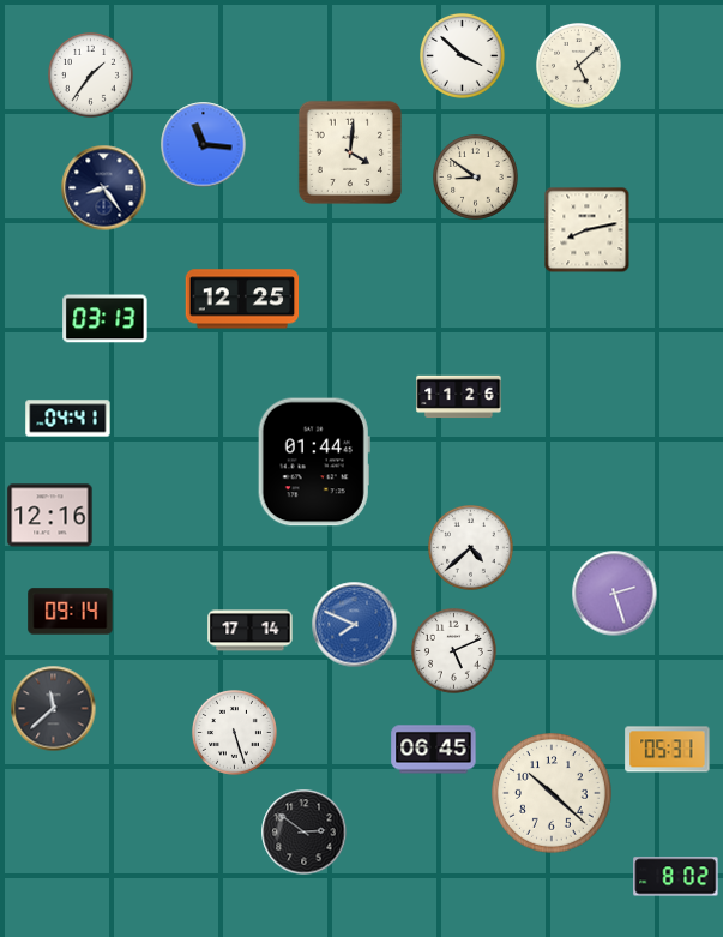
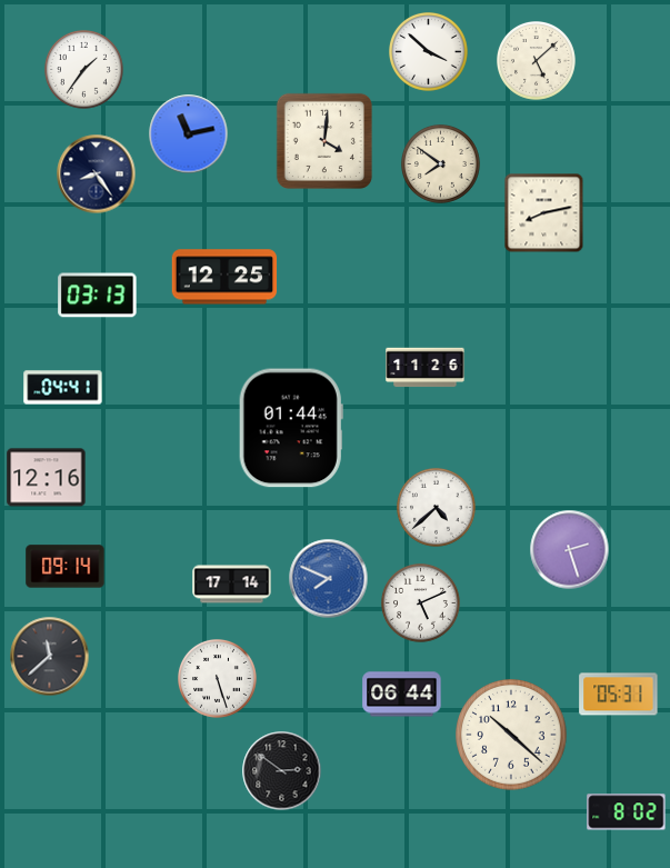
clock at (204, 145): 11:16 -> 11:13
clock at (476, 178): 8:51 -> 7:51
clock at (434, 750): 06:45 -> 06:44
